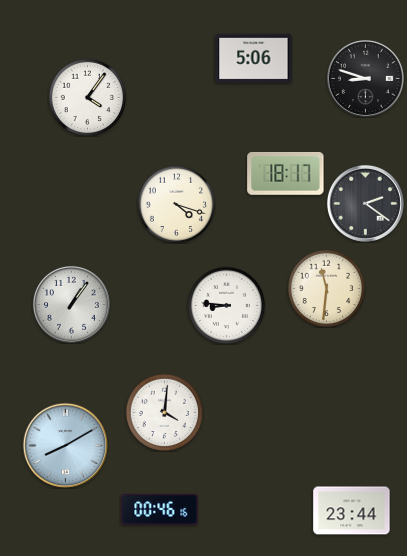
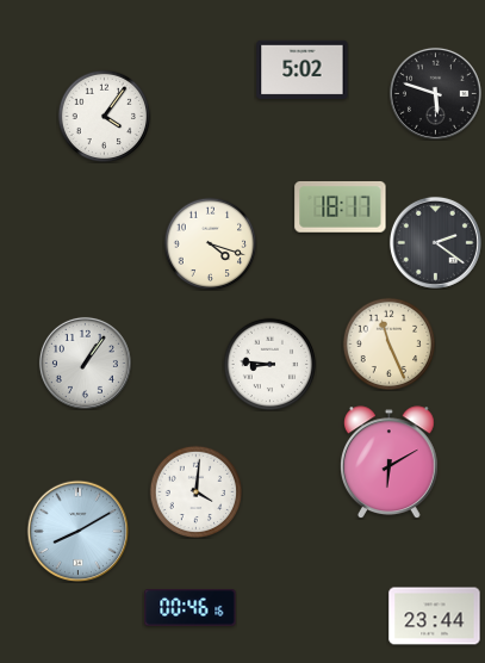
clock at (254, 59): 5:06 -> 5:02
clock at (365, 78): 8:48 -> 5:48
clock at (326, 288): 11:31 -> 11:26
clock at (390, 463): none -> 6:10
clock at (352, 511) position: (352, 511) -> (435, 616)
